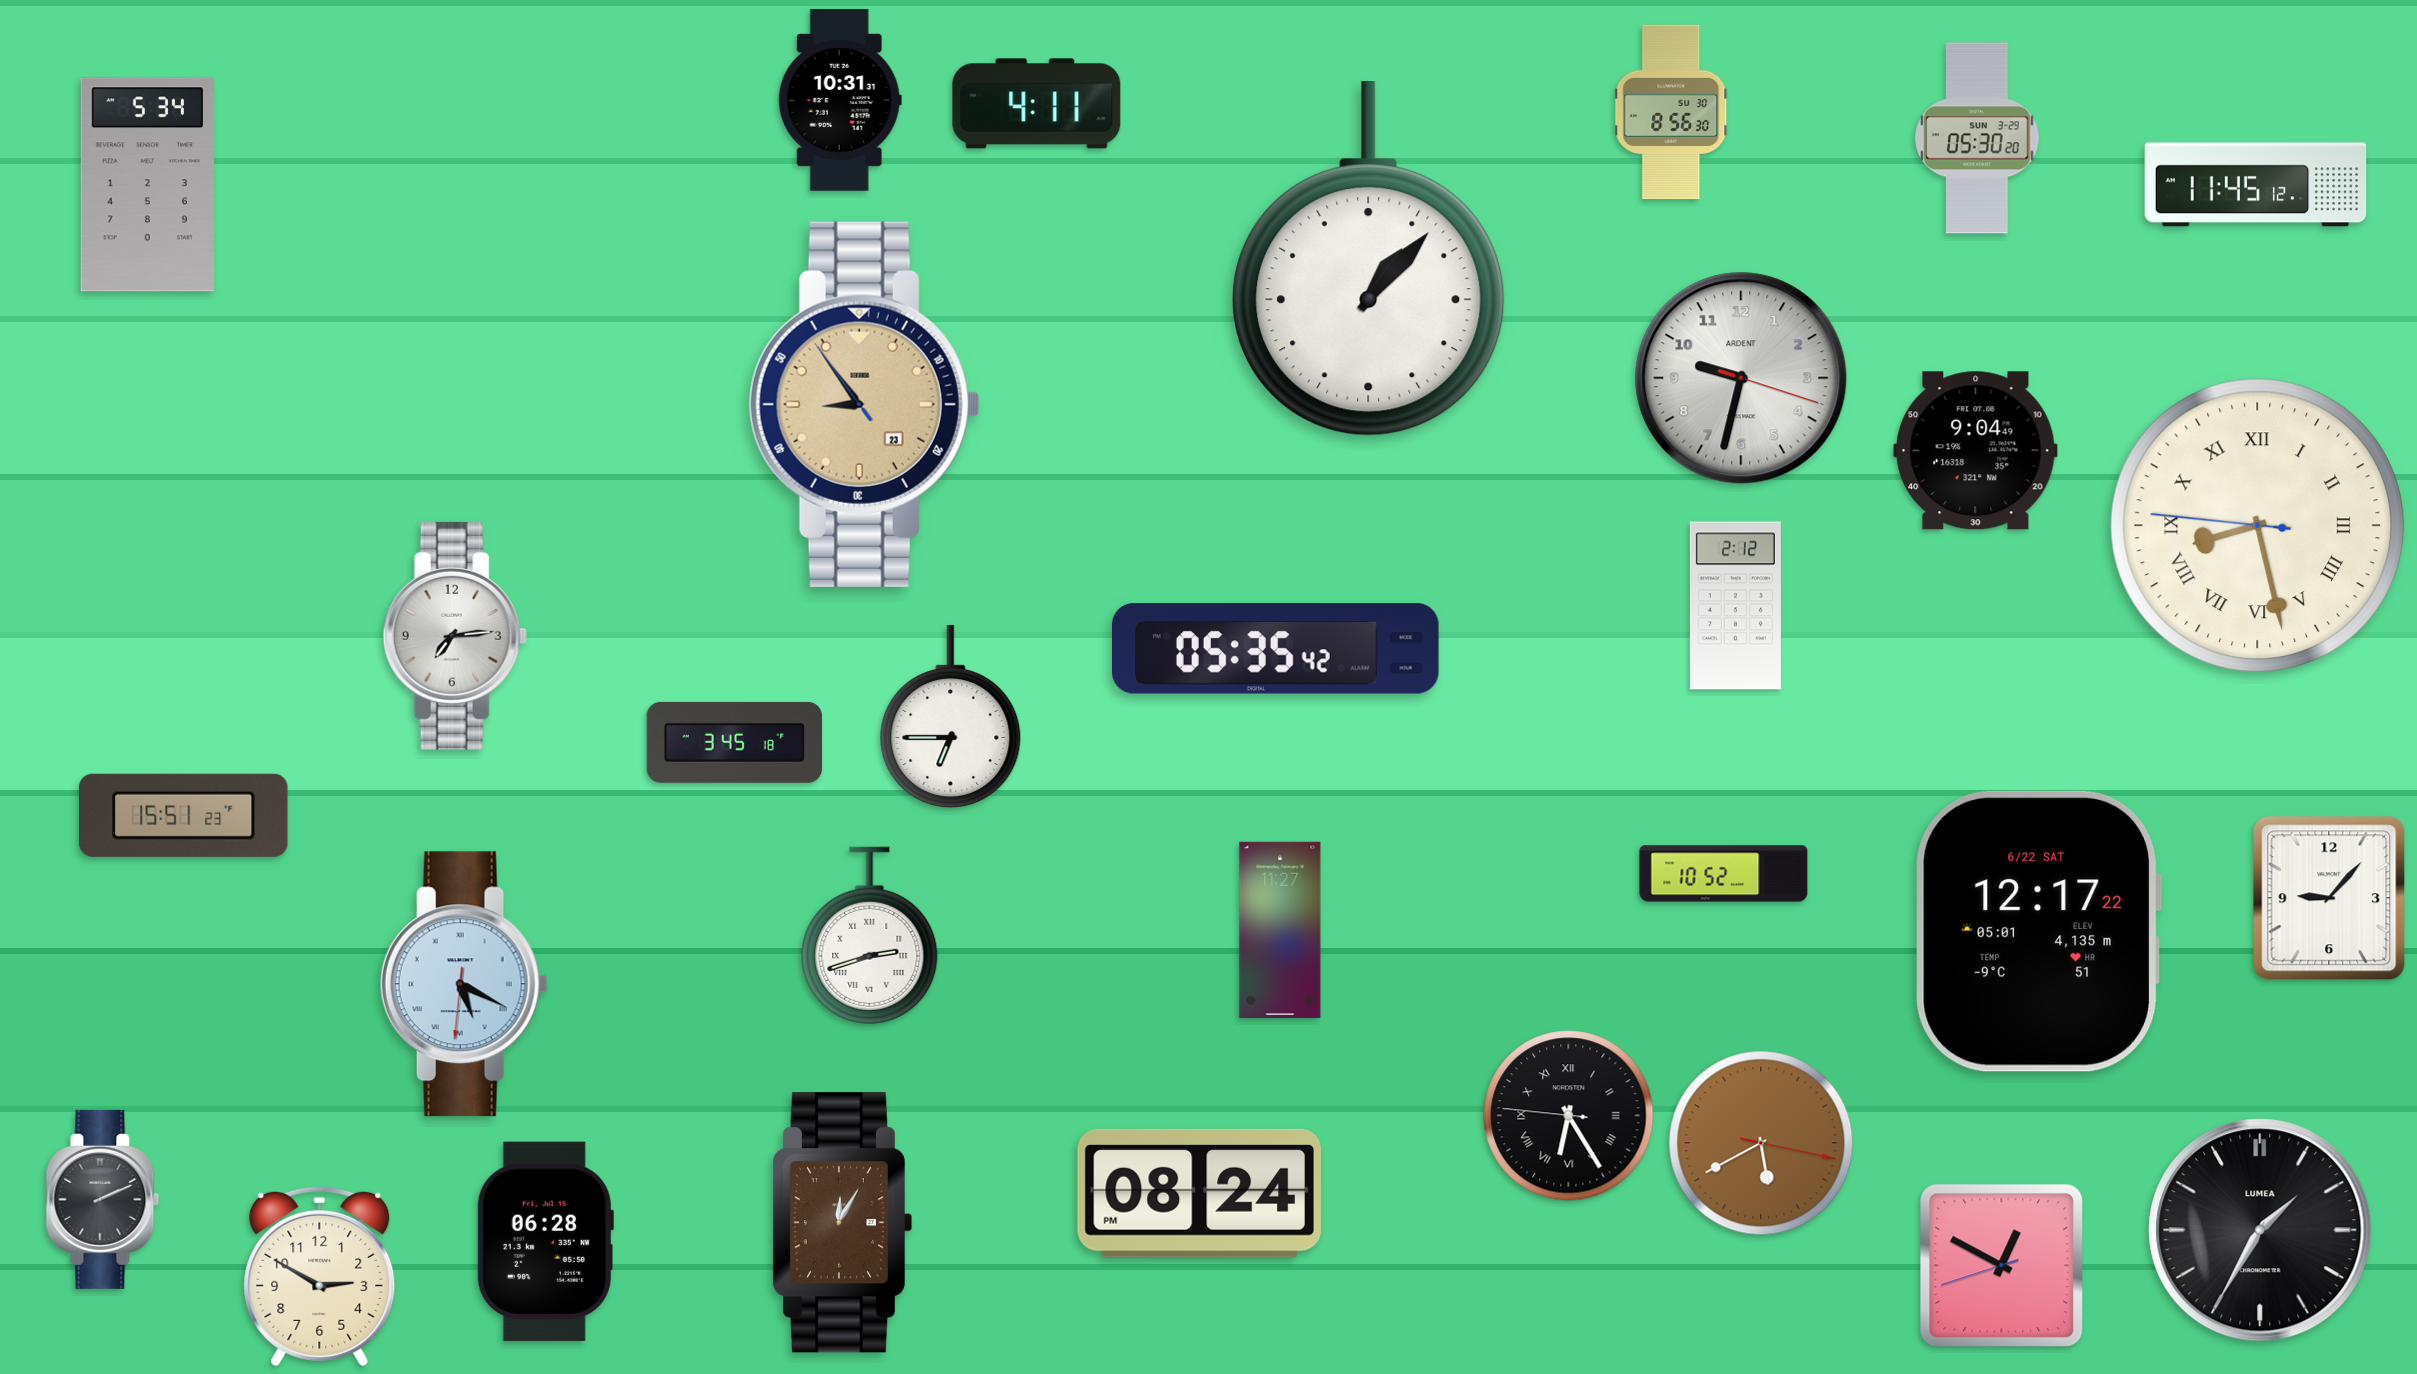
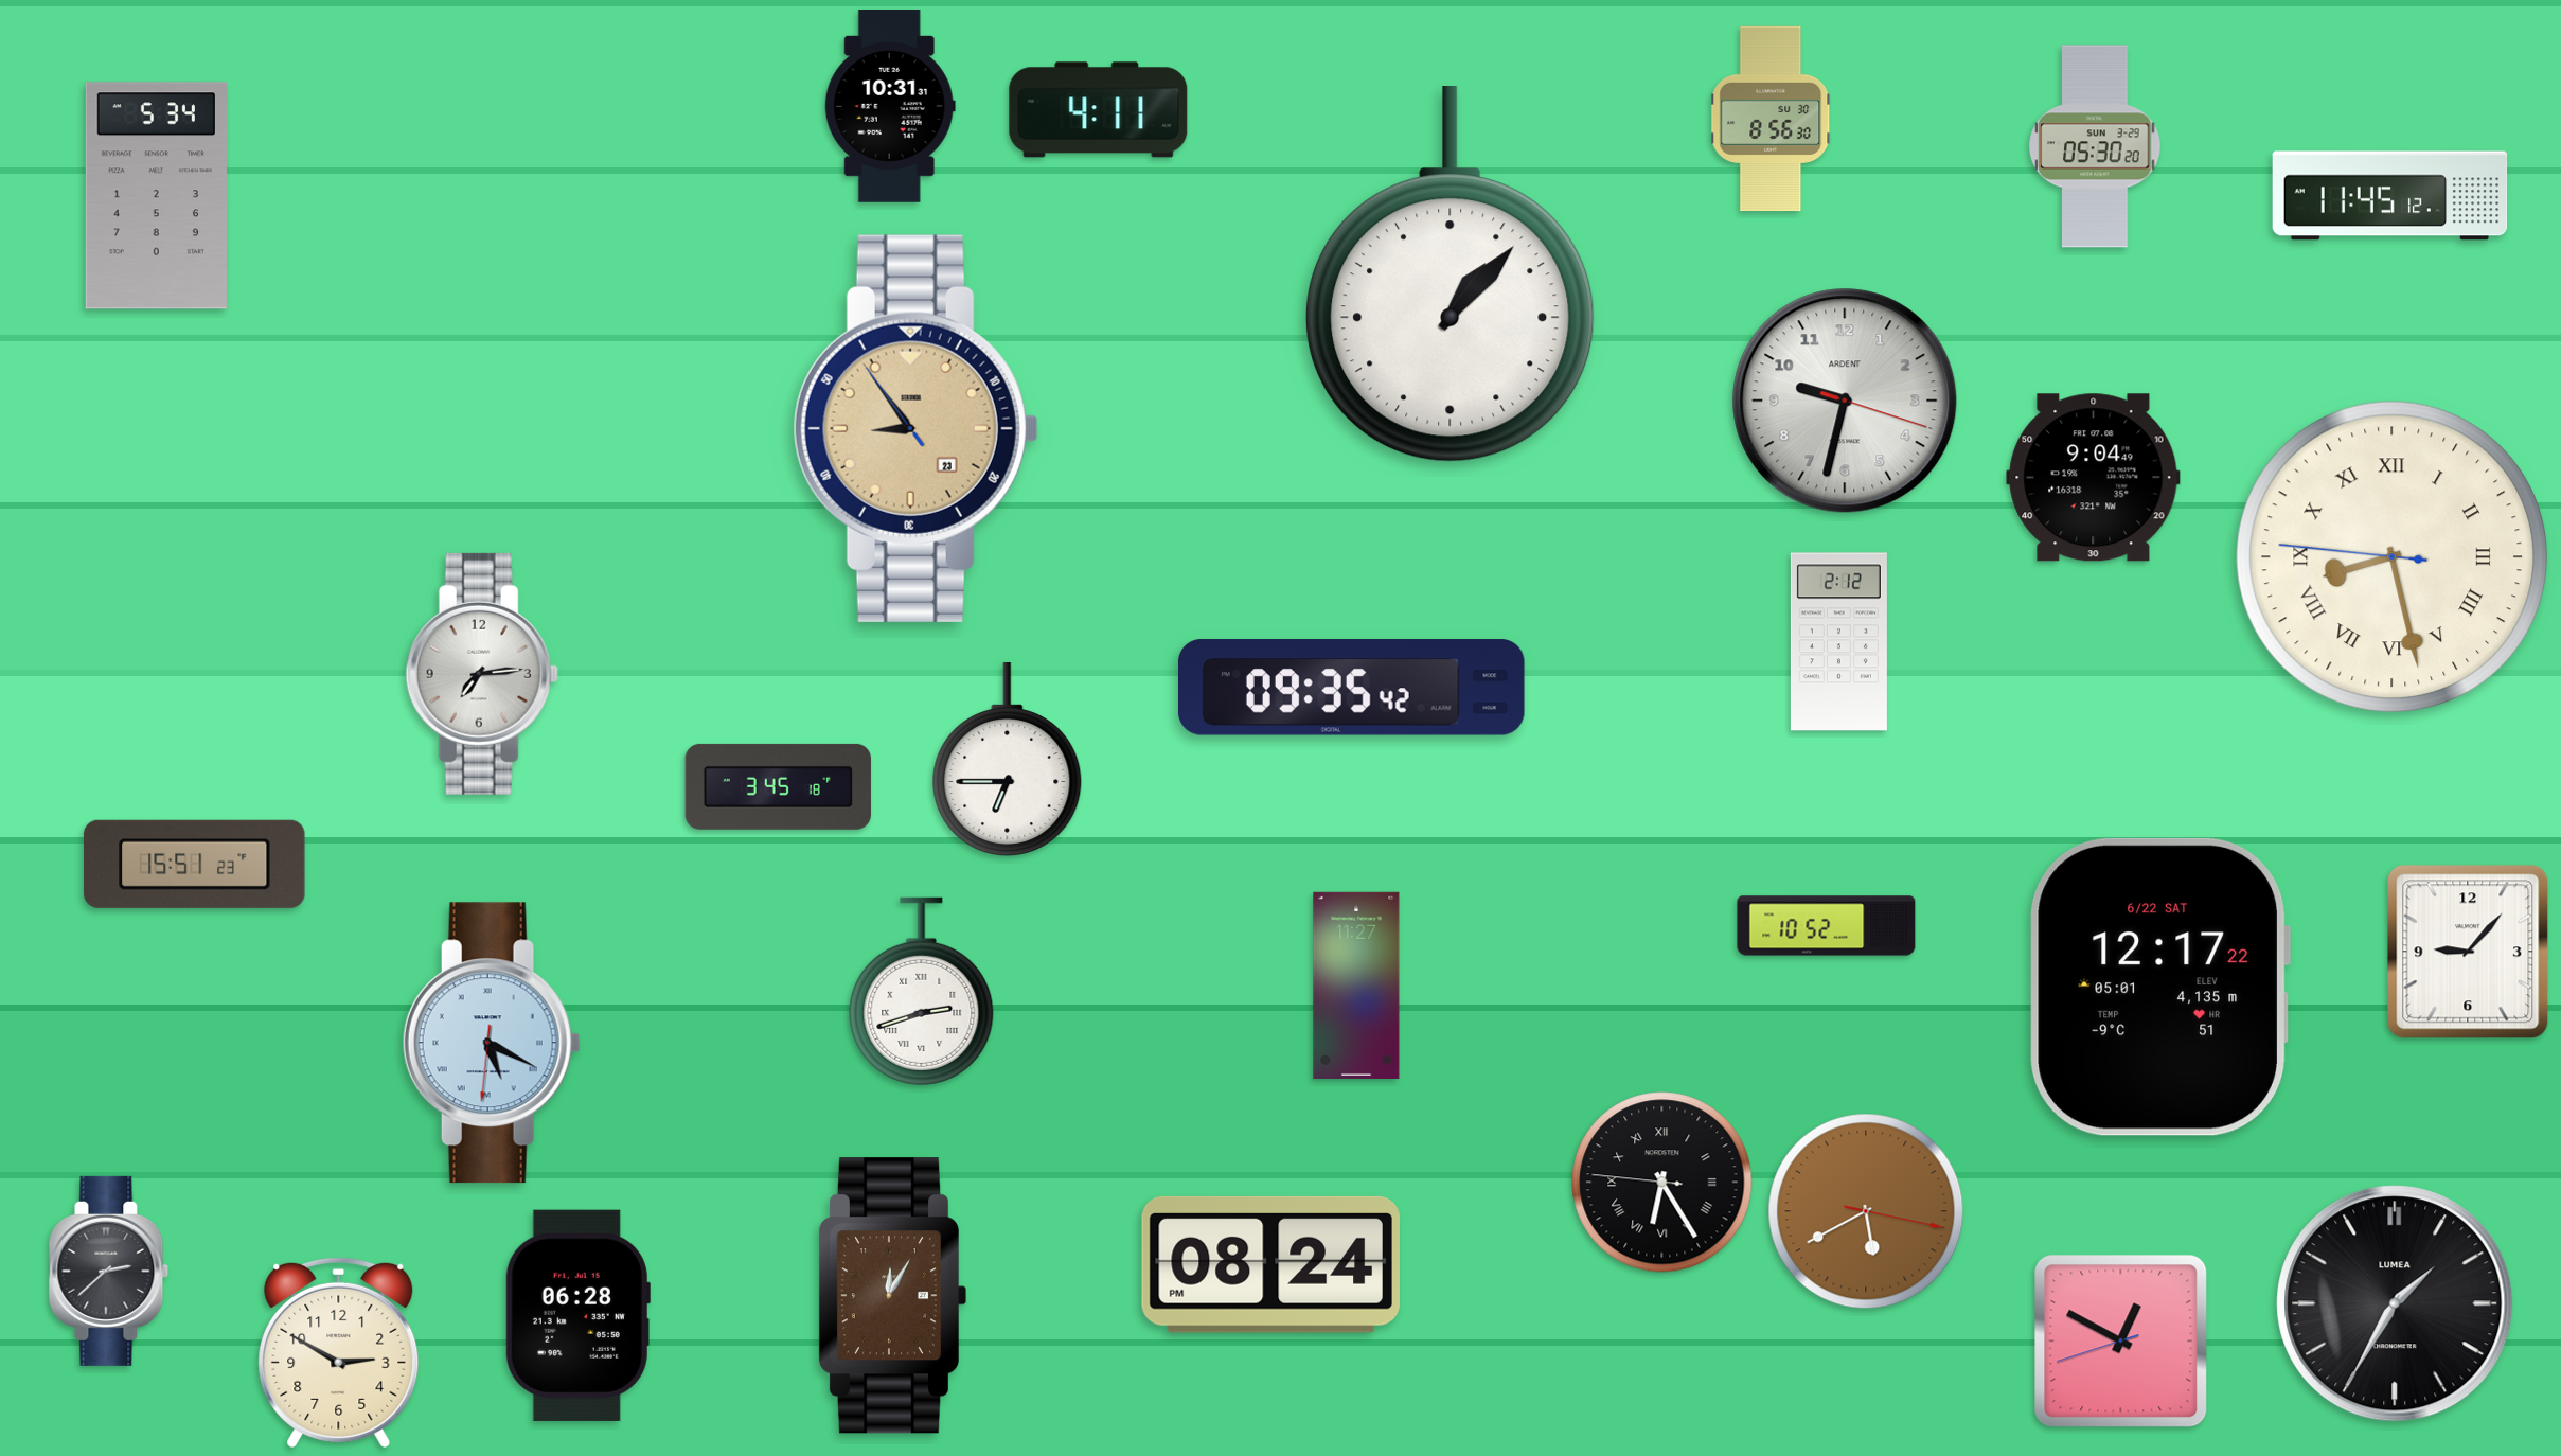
clock at (1275, 649): 05:35 -> 09:35
clock at (103, 1199): 2:11 -> 2:38
